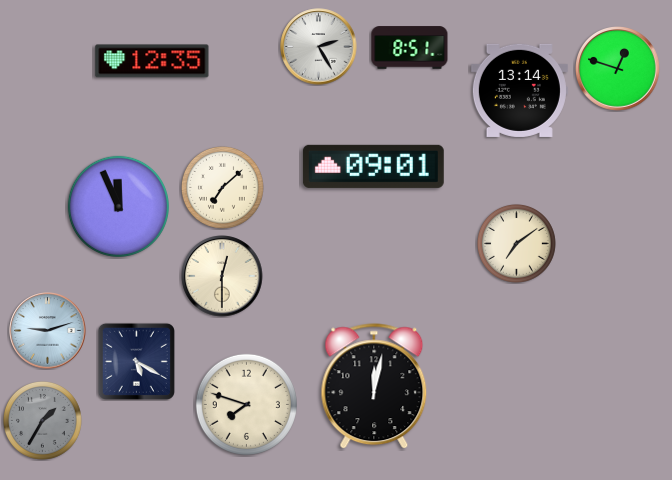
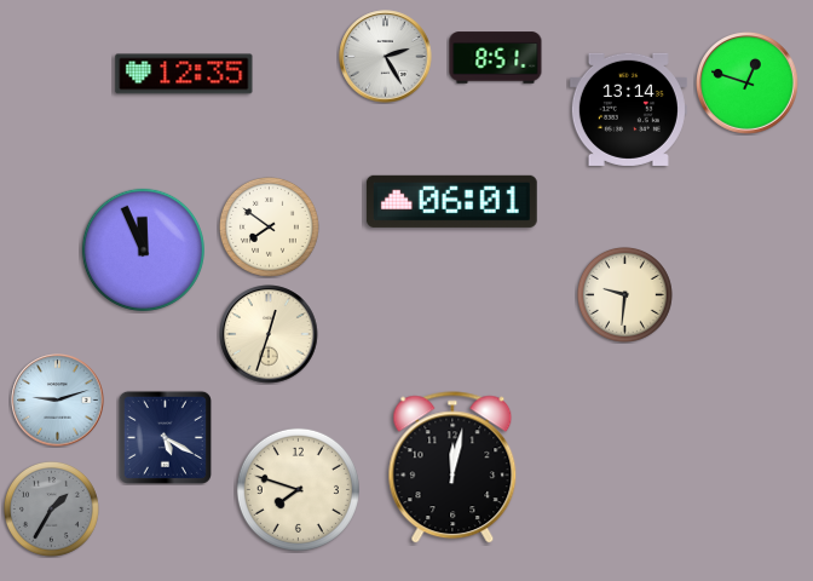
clock at (373, 166): 09:01 -> 06:01
clock at (222, 187): 7:08 -> 7:51
clock at (516, 243): 7:09 -> 9:31
clock at (222, 276): 12:30 -> 12:33
